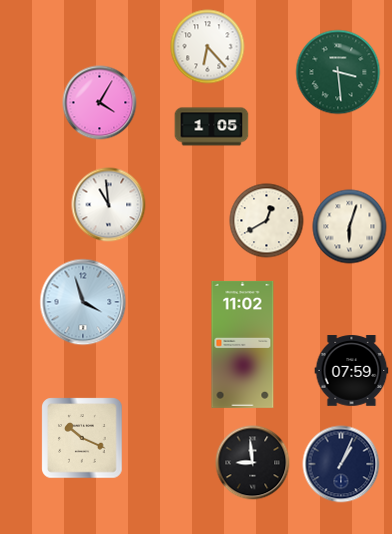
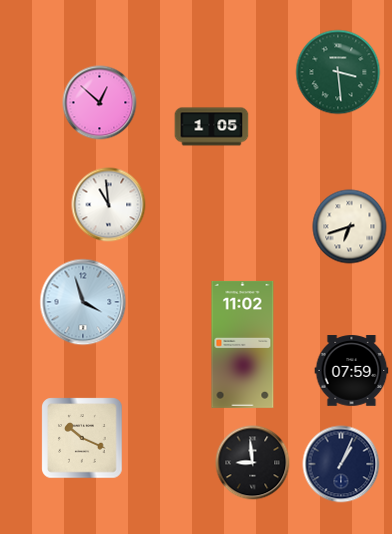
clock at (208, 47): 6:23 -> none
clock at (100, 103): 4:05 -> 12:52
clock at (267, 221): 12:40 -> none
clock at (350, 227): 6:03 -> 6:42
